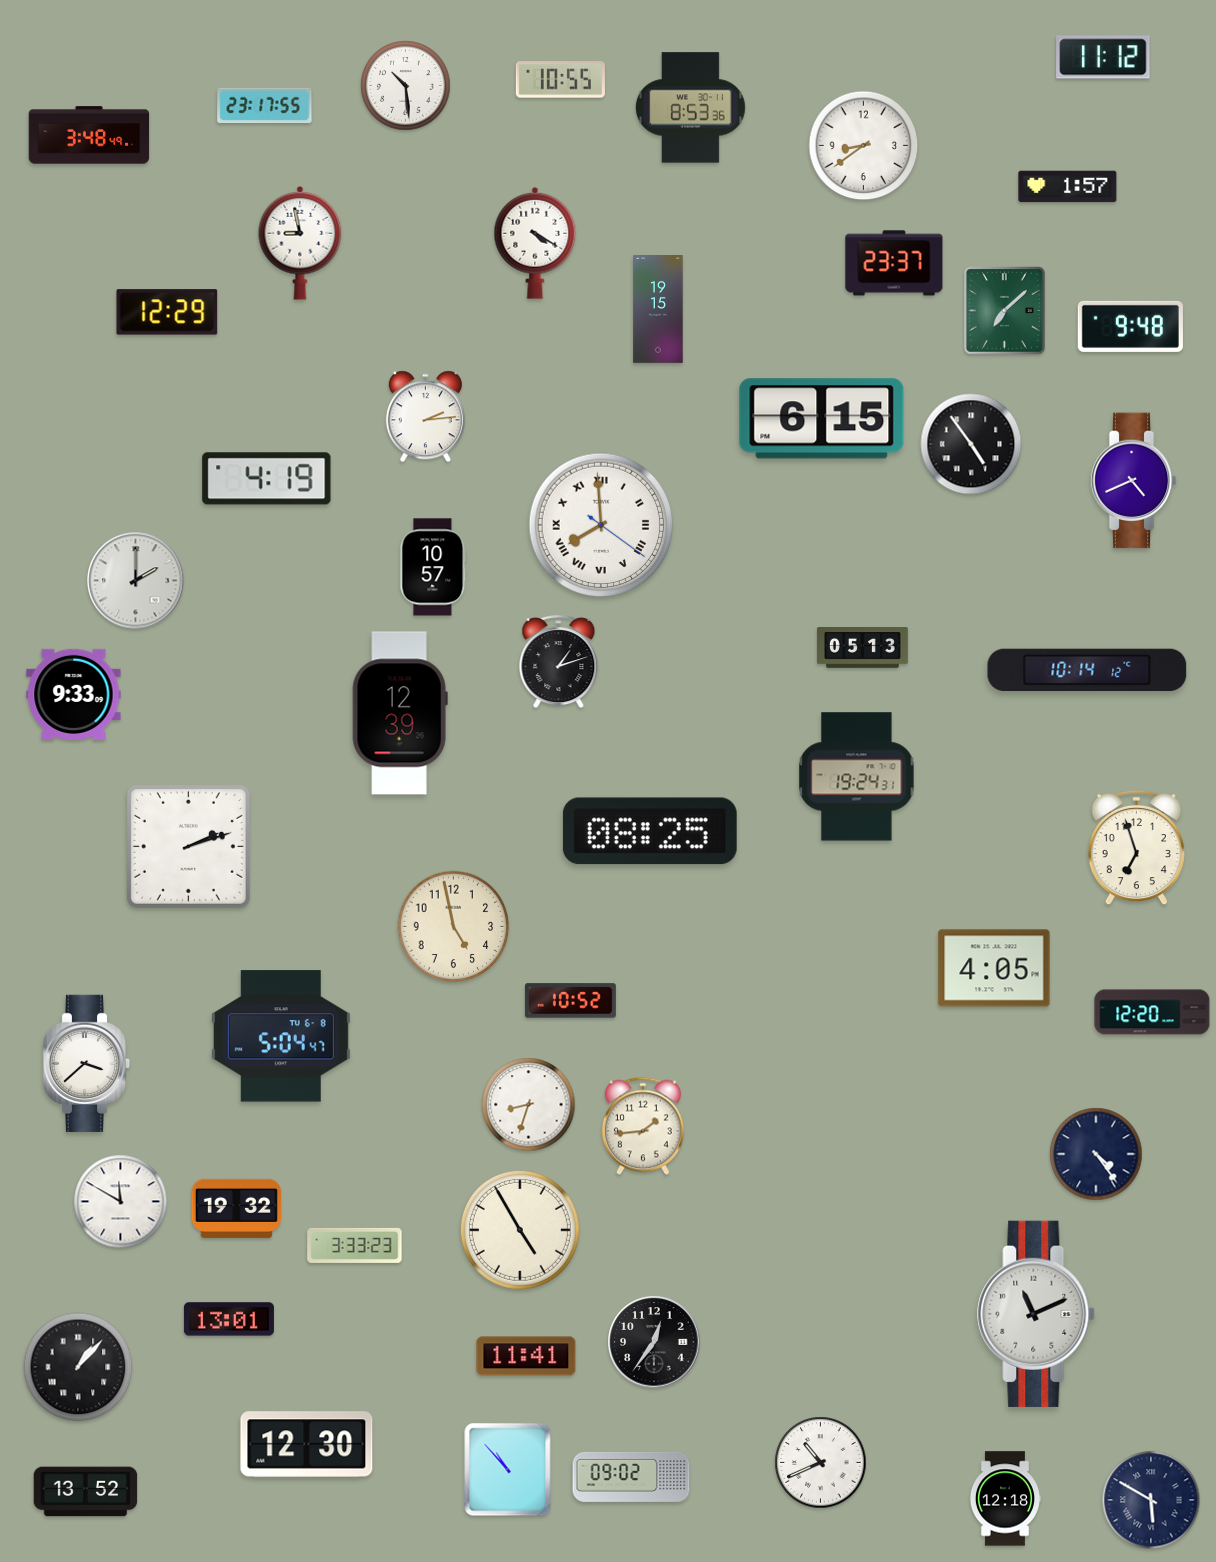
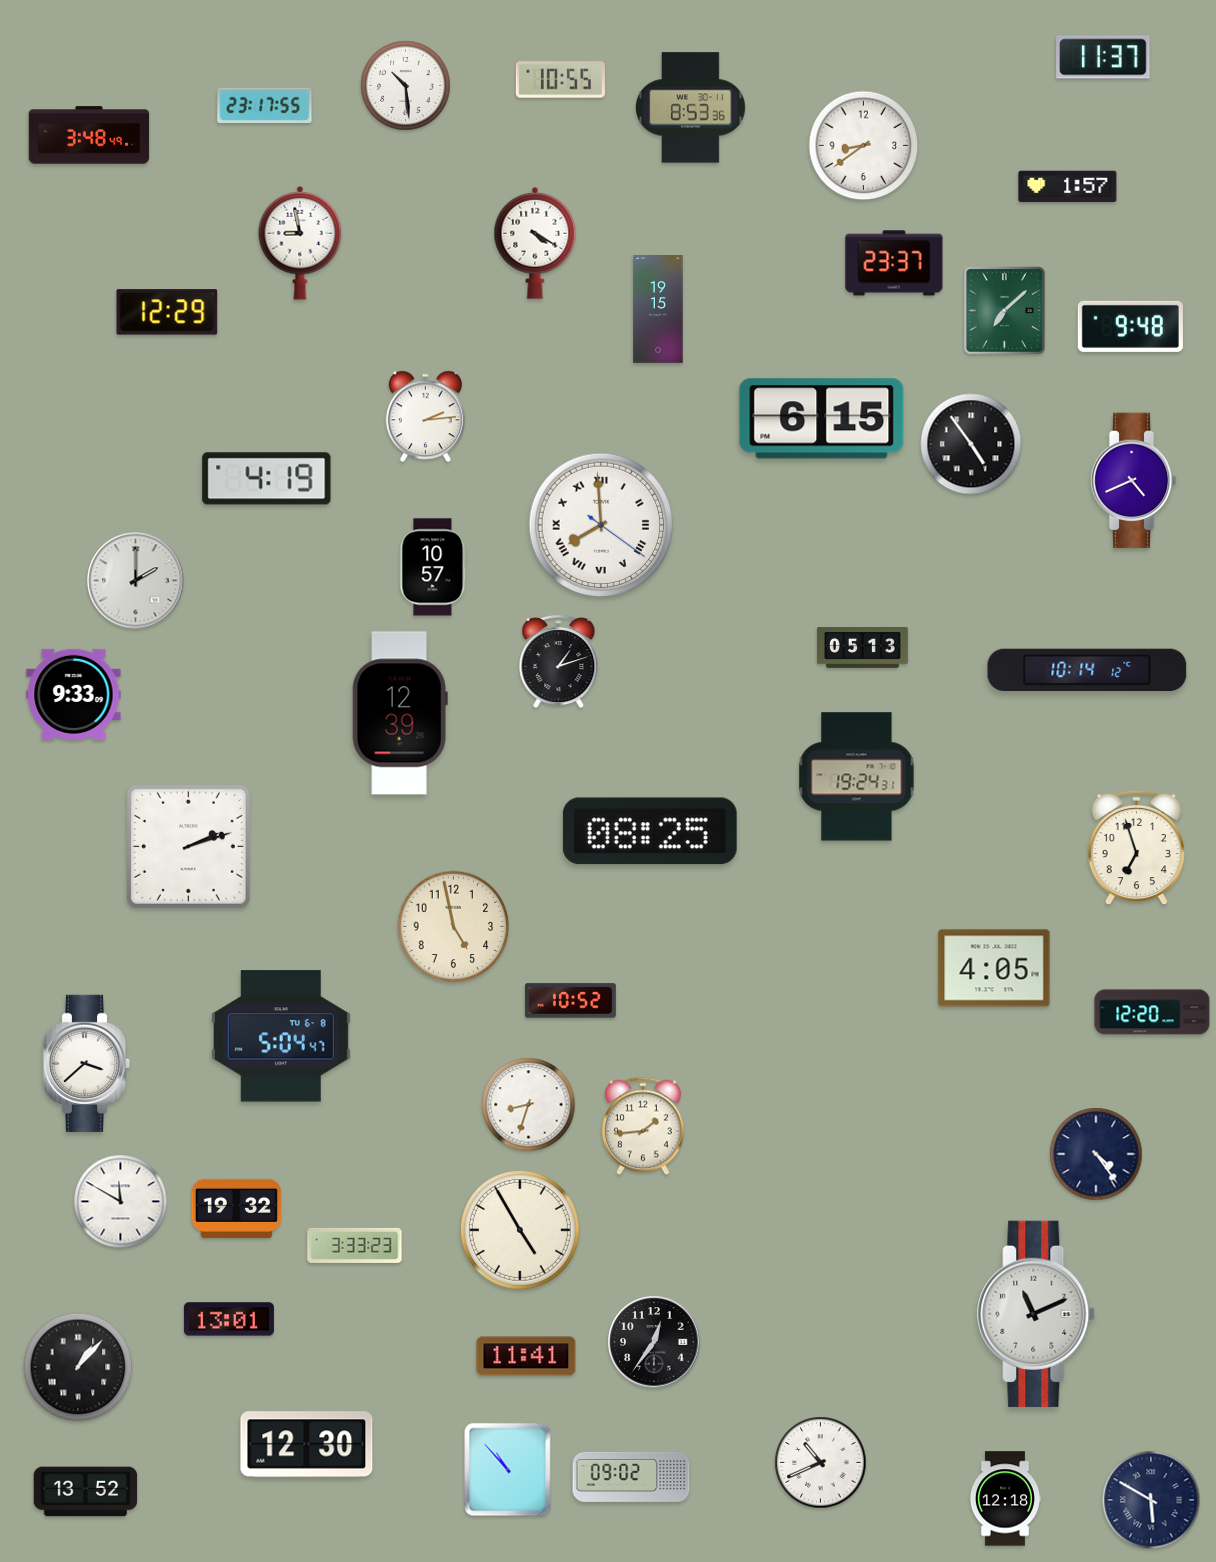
clock at (1103, 57): 11:12 -> 11:37
